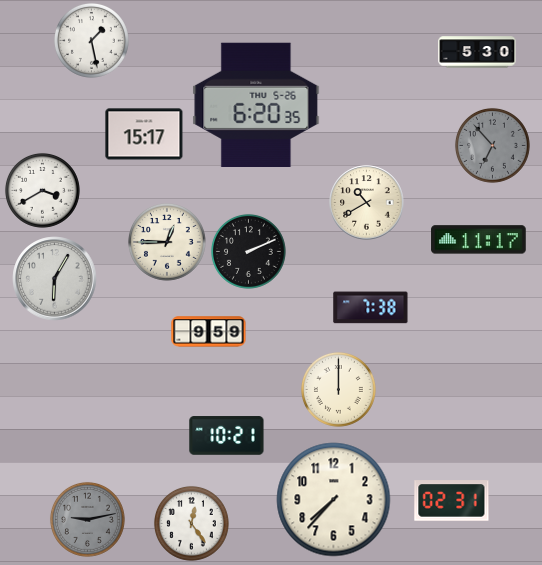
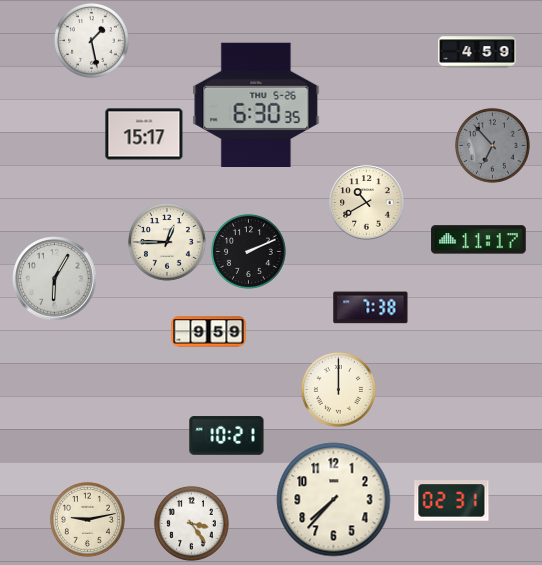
clock at (477, 52): 5:30 -> 4:59
clock at (256, 104): 6:20 -> 6:30
clock at (42, 190): 3:40 -> none
clock at (87, 519) dial: grey -> cream
clock at (191, 523): 12:24 -> 3:24
